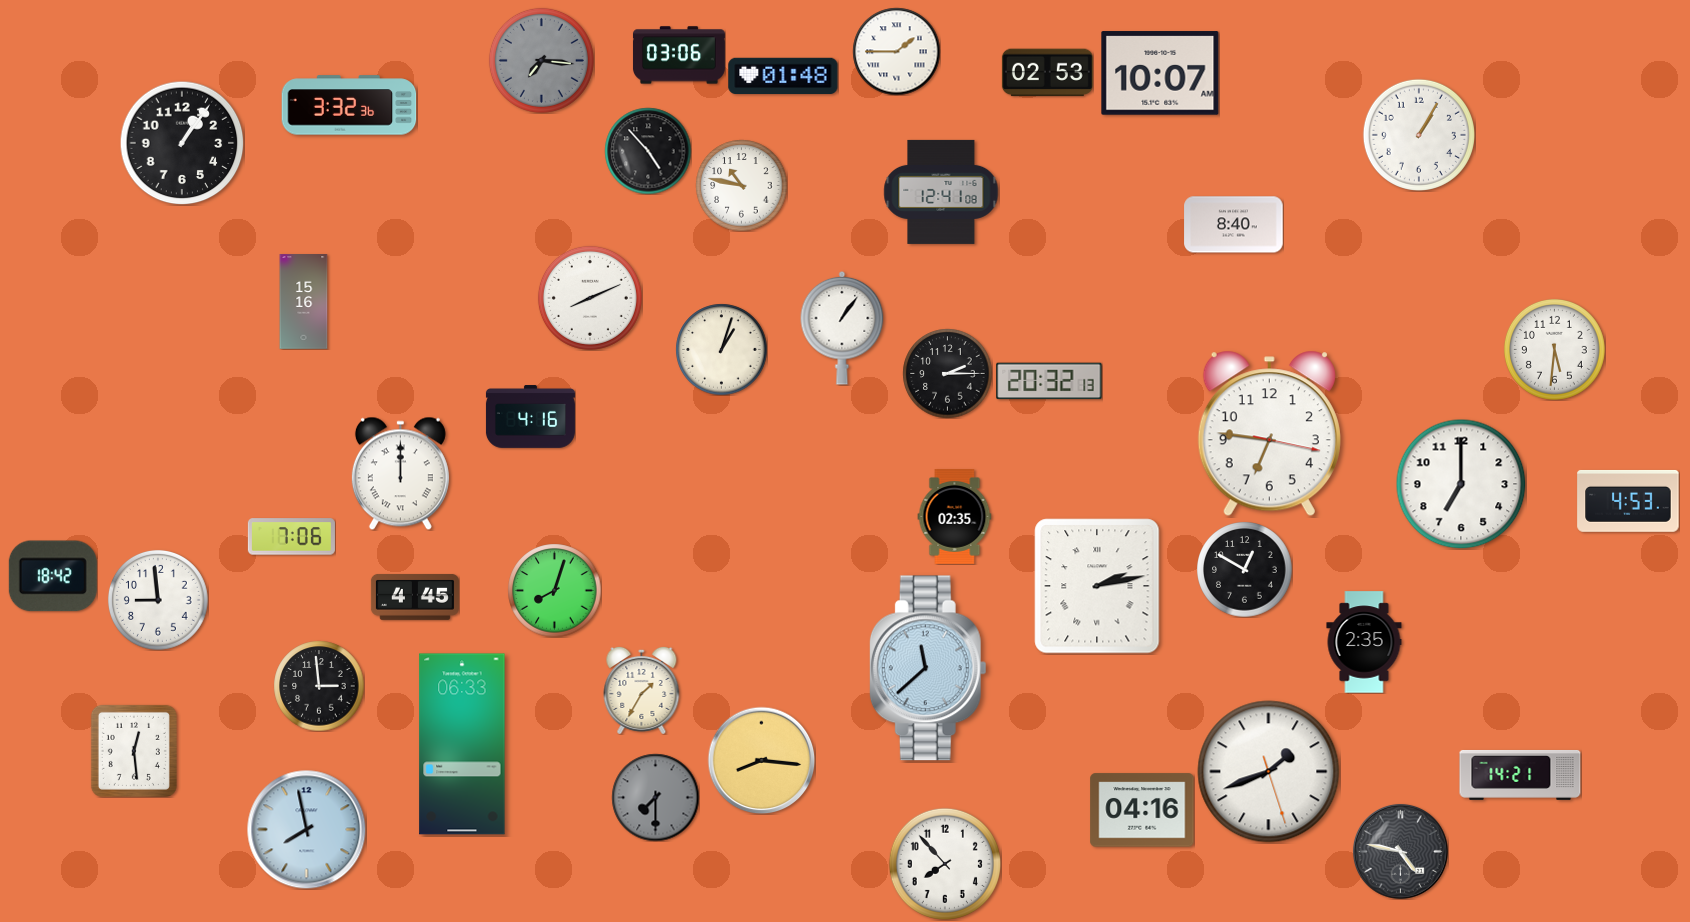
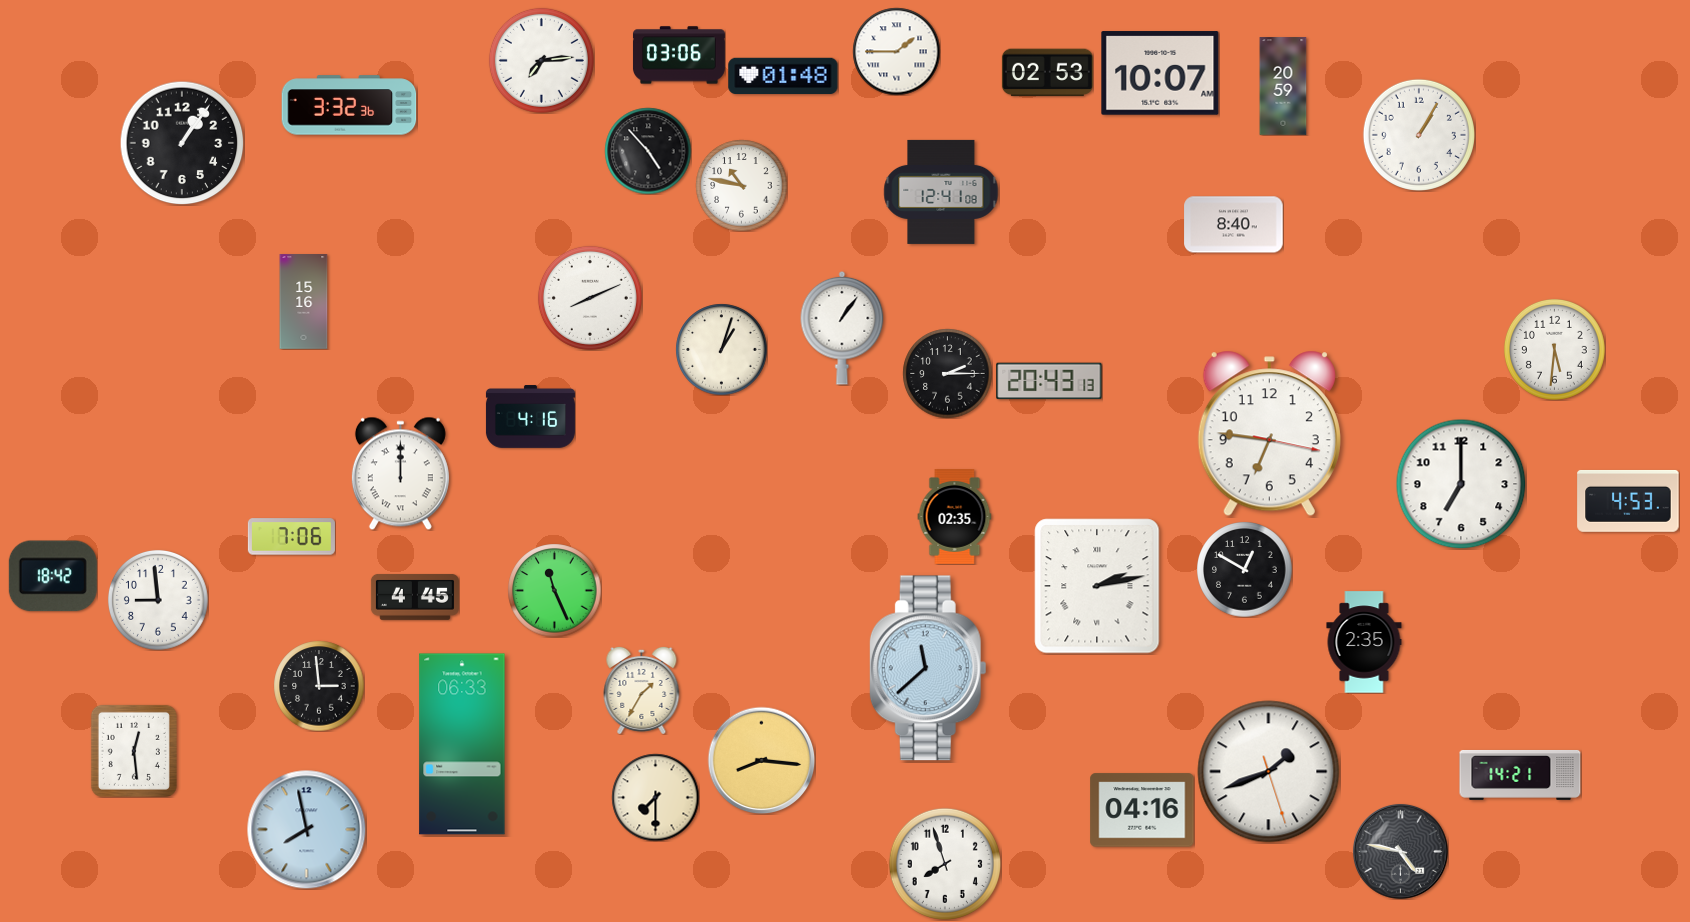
clock at (541, 60): 7:16 -> 7:14
clock at (541, 60) dial: grey -> white
clock at (1283, 86): none -> 20:59
clock at (1049, 381): 20:32 -> 20:43
clock at (554, 590): 8:03 -> 11:26
clock at (655, 797) dial: grey -> cream
clock at (945, 864): 7:53 -> 7:57
